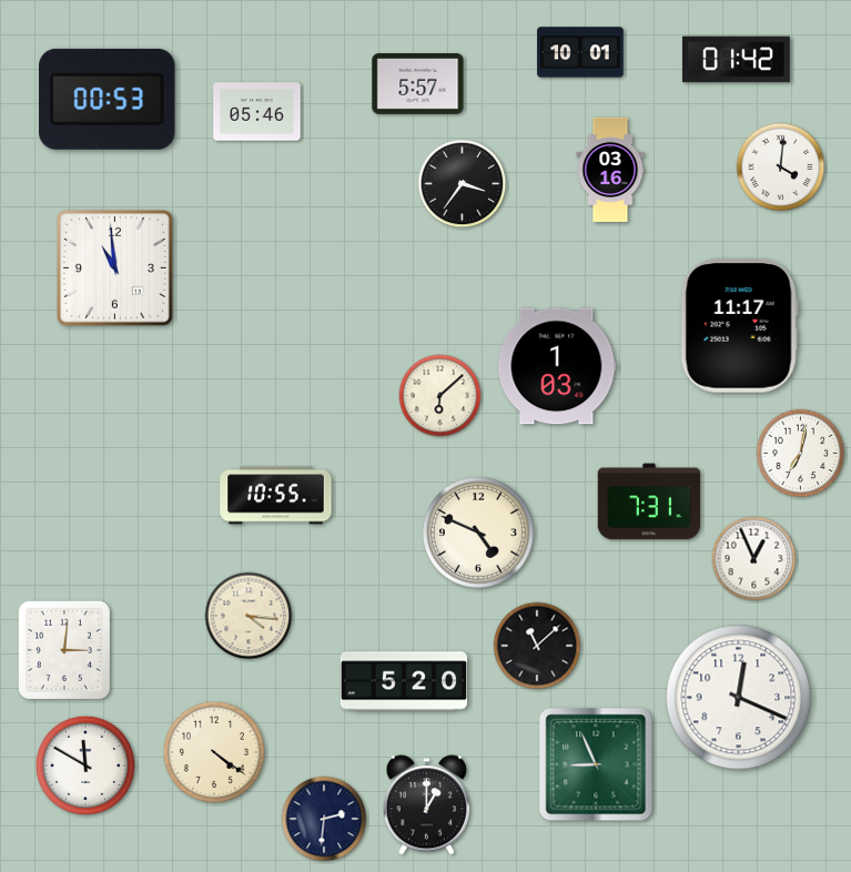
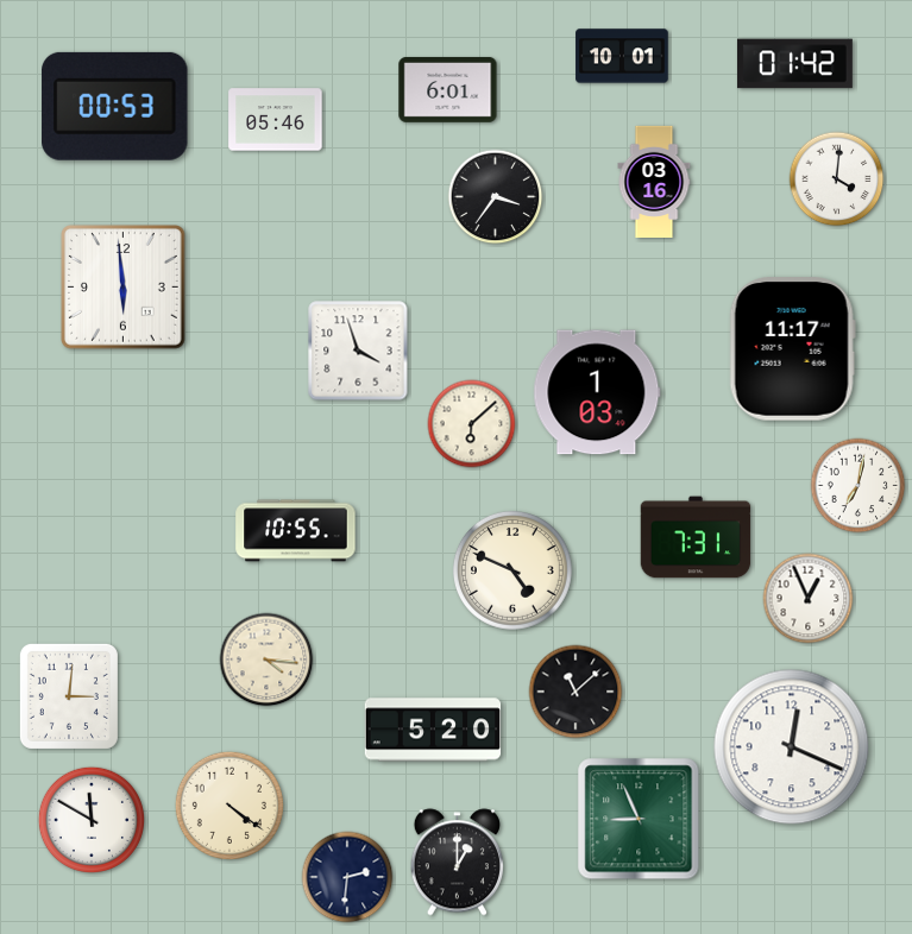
clock at (736, 60) position: (736, 60) -> (794, 64)
clock at (418, 84): 5:57 -> 6:01
clock at (115, 268): 10:59 -> 5:59
clock at (358, 351): none -> 3:57
